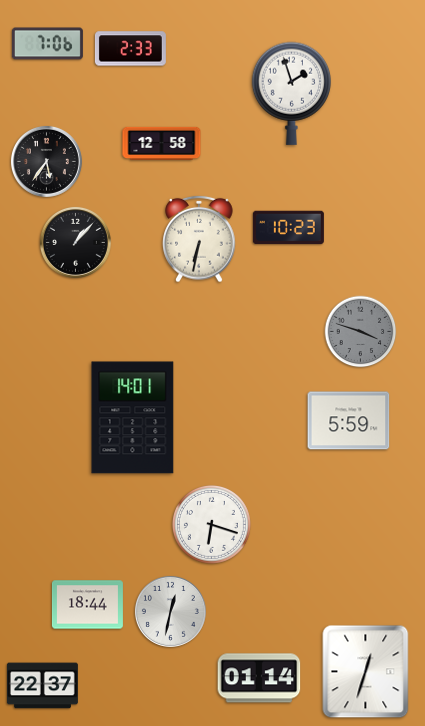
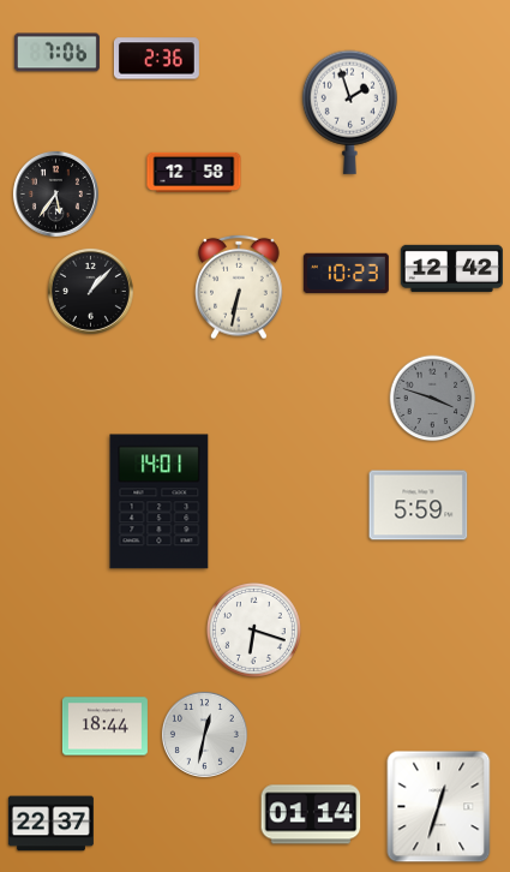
clock at (130, 49): 2:33 -> 2:36
clock at (451, 268): none -> 12:42
